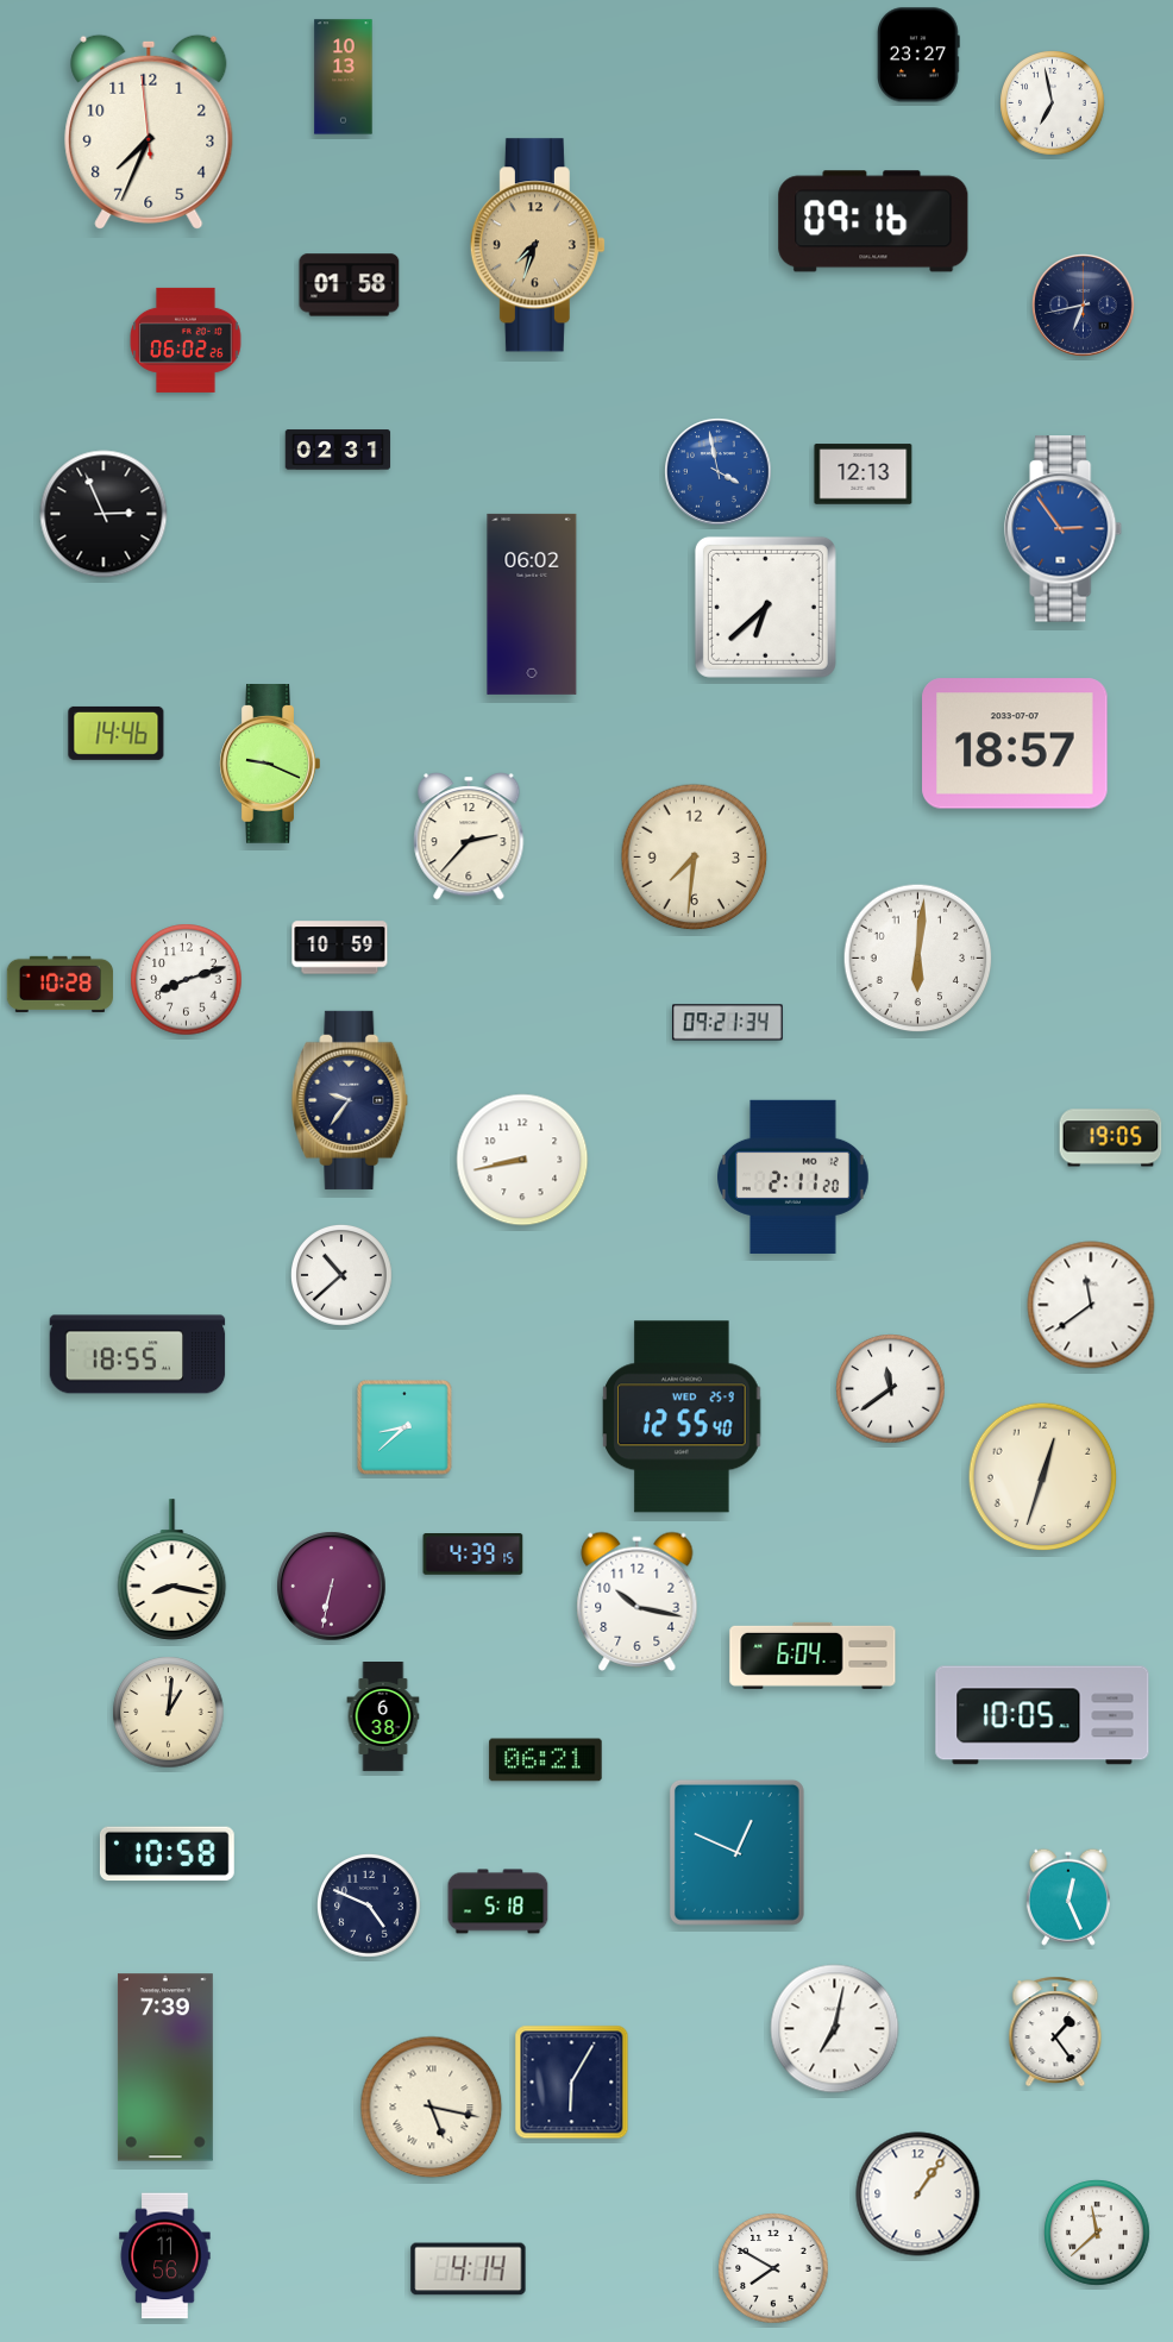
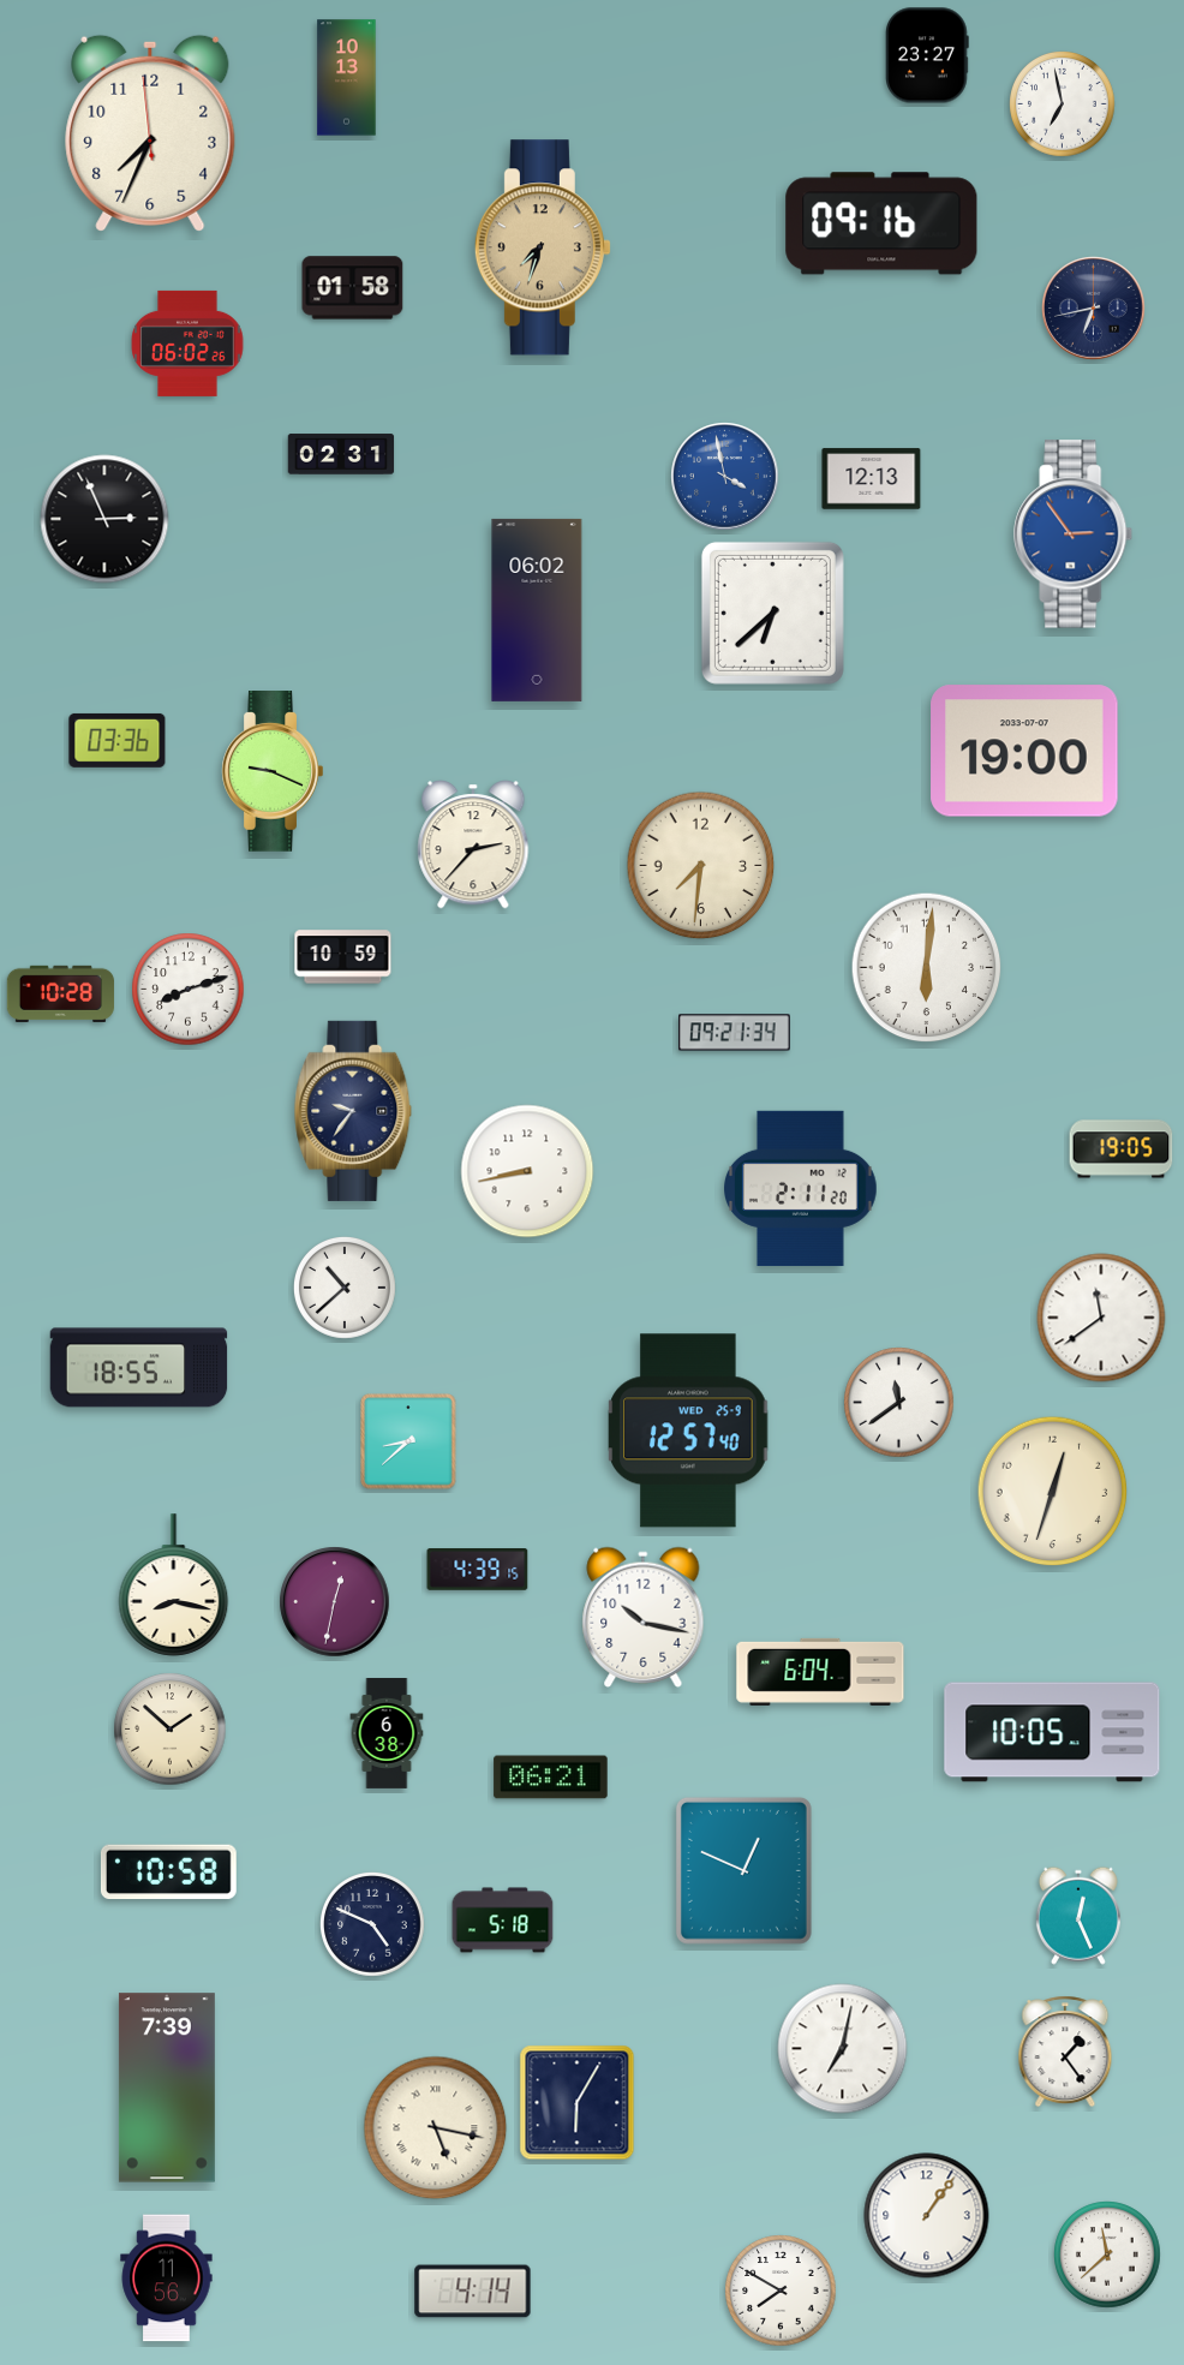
clock at (117, 733): 14:46 -> 03:36
clock at (1015, 743): 18:57 -> 19:00
clock at (682, 1417): 12:55 -> 12:57
clock at (332, 1587): 6:32 -> 12:32
clock at (169, 1713): 1:01 -> 1:52
